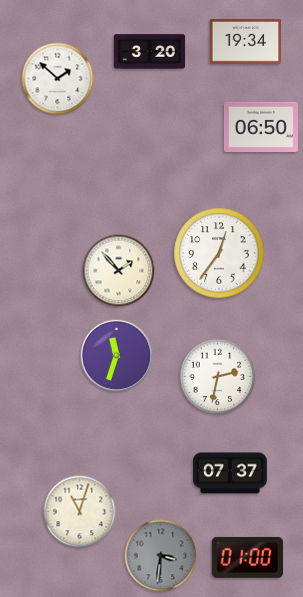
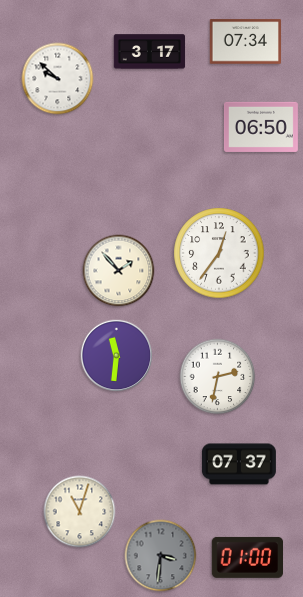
clock at (246, 42): 19:34 -> 07:34
clock at (150, 52): 3:20 -> 3:17
clock at (58, 79): 1:52 -> 9:52
clock at (117, 356): 11:33 -> 11:31
clock at (230, 473) position: (230, 473) -> (239, 464)
